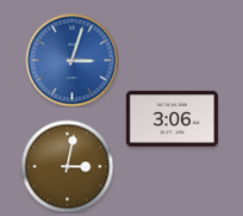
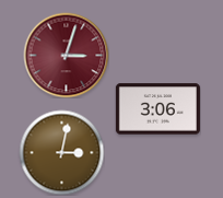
clock at (71, 60) dial: blue -> burgundy
